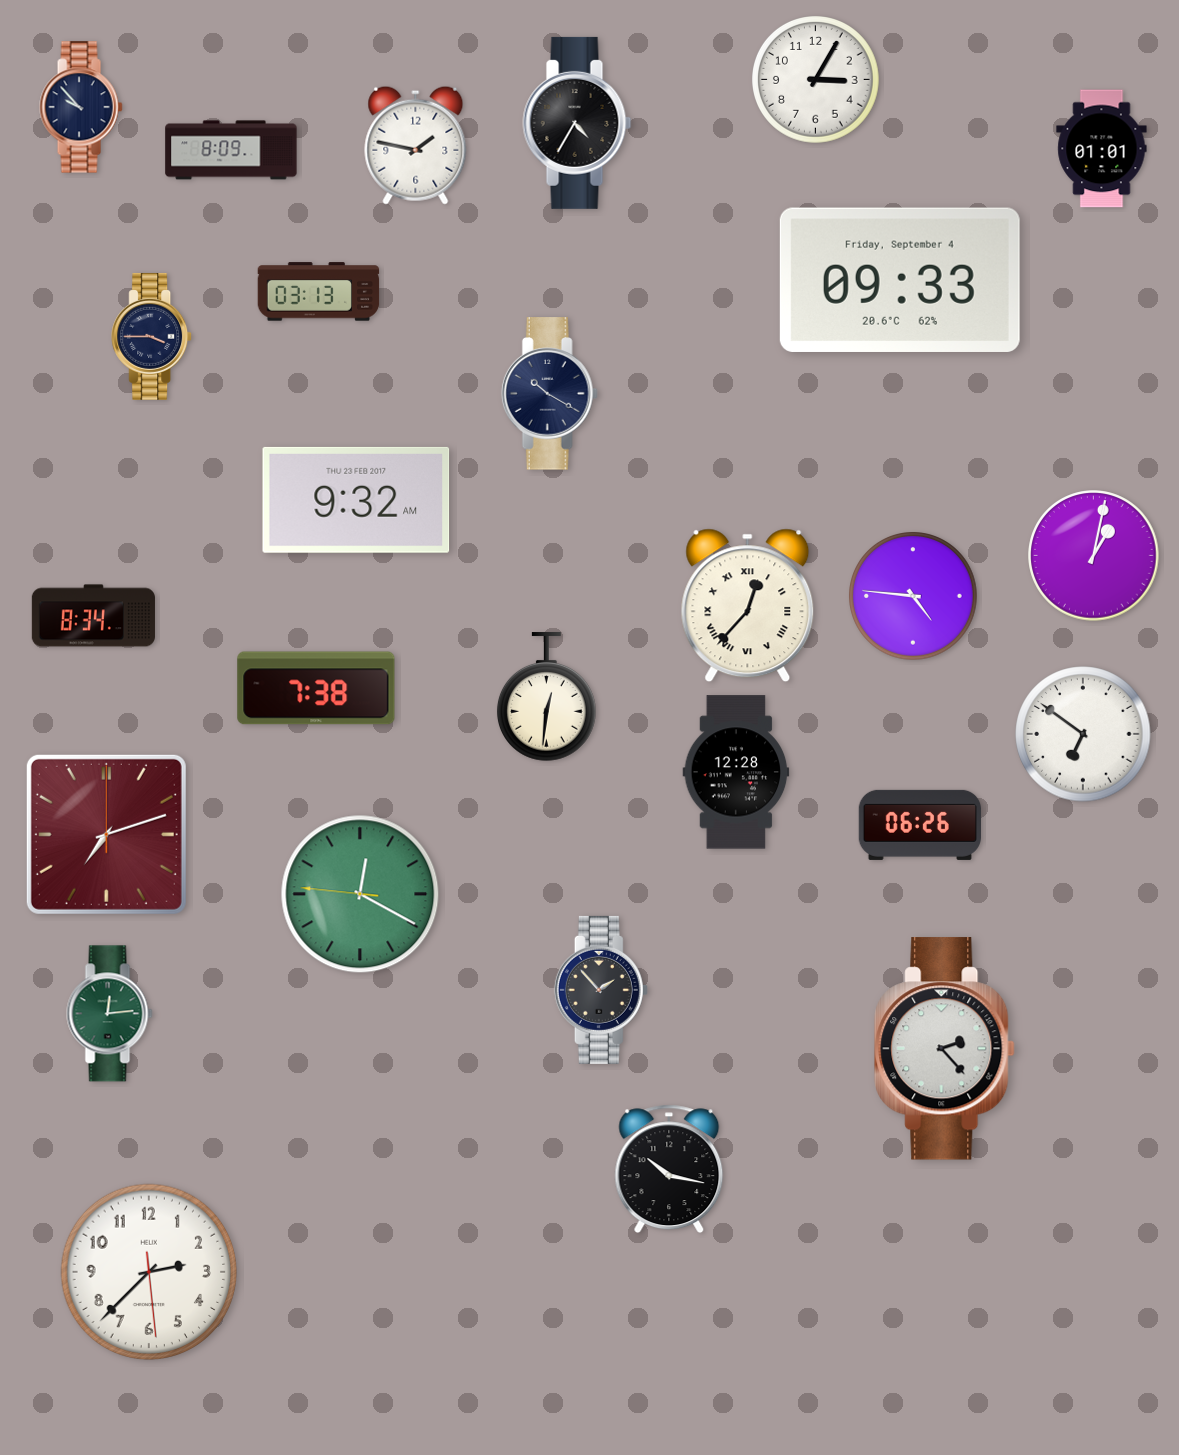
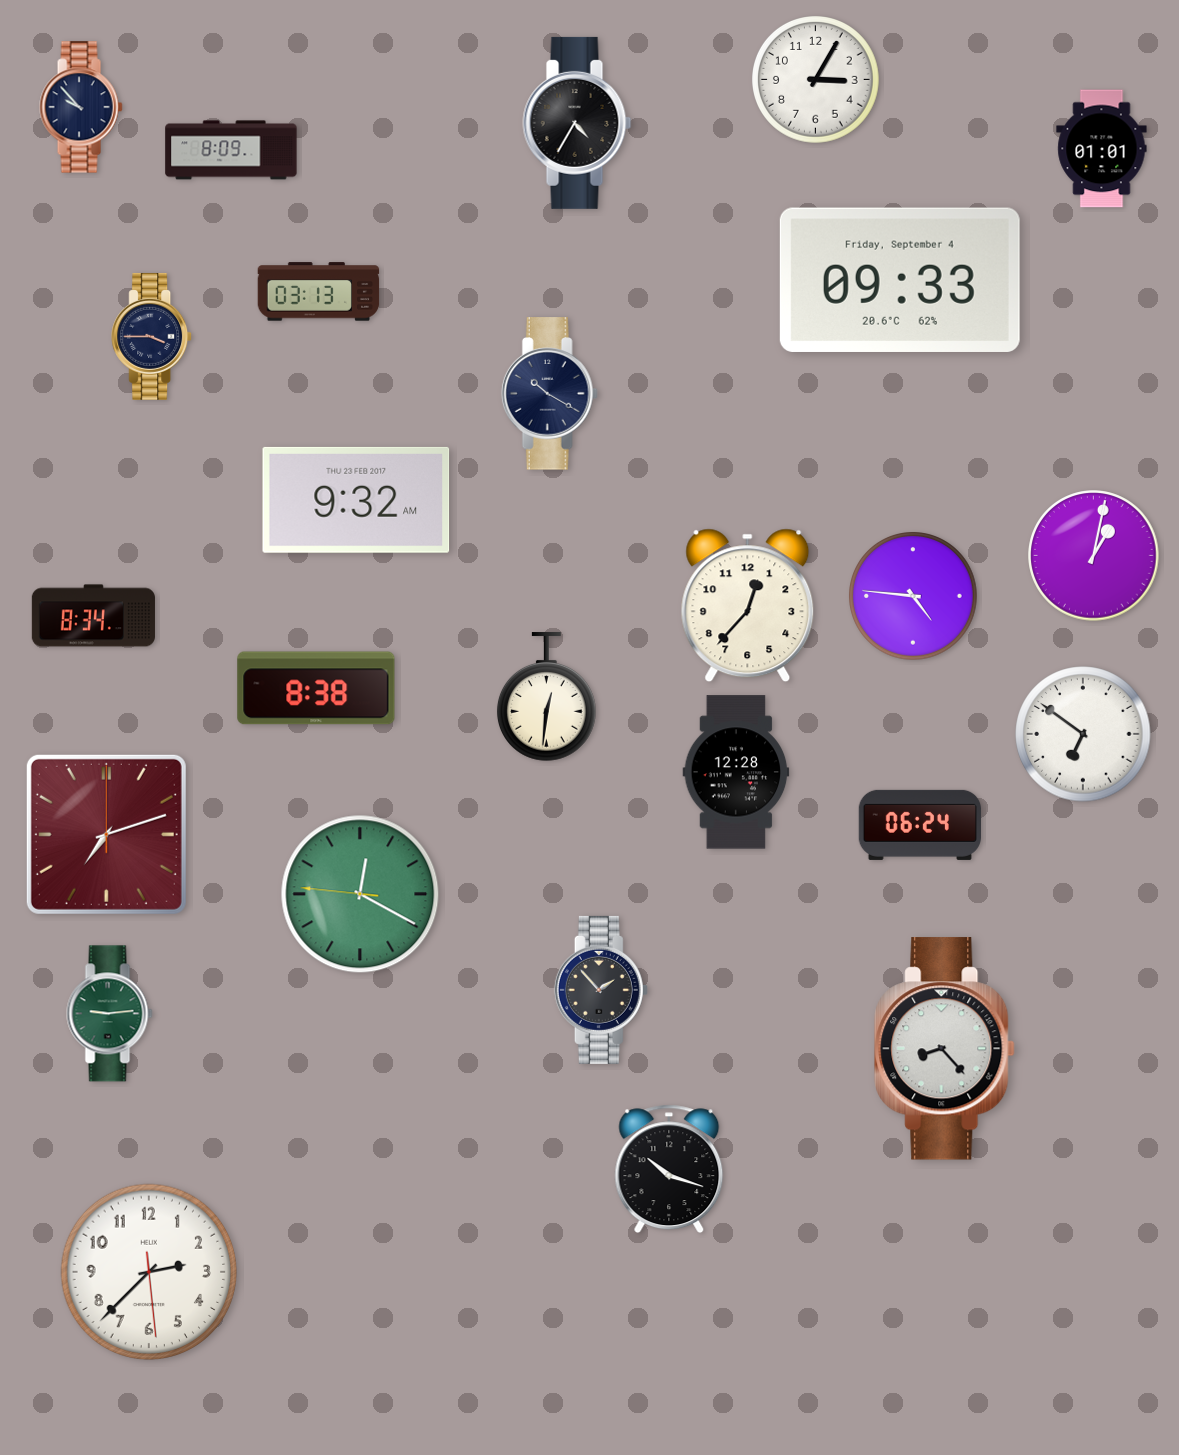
clock at (416, 145): 1:47 -> none
clock at (748, 606) numerals: Roman -> Arabic
clock at (316, 688): 7:38 -> 8:38
clock at (919, 825): 06:26 -> 06:24
clock at (110, 1014): 12:14 -> 9:14
clock at (945, 1049): 2:23 -> 8:23
clock at (669, 1169): 10:17 -> 10:18
